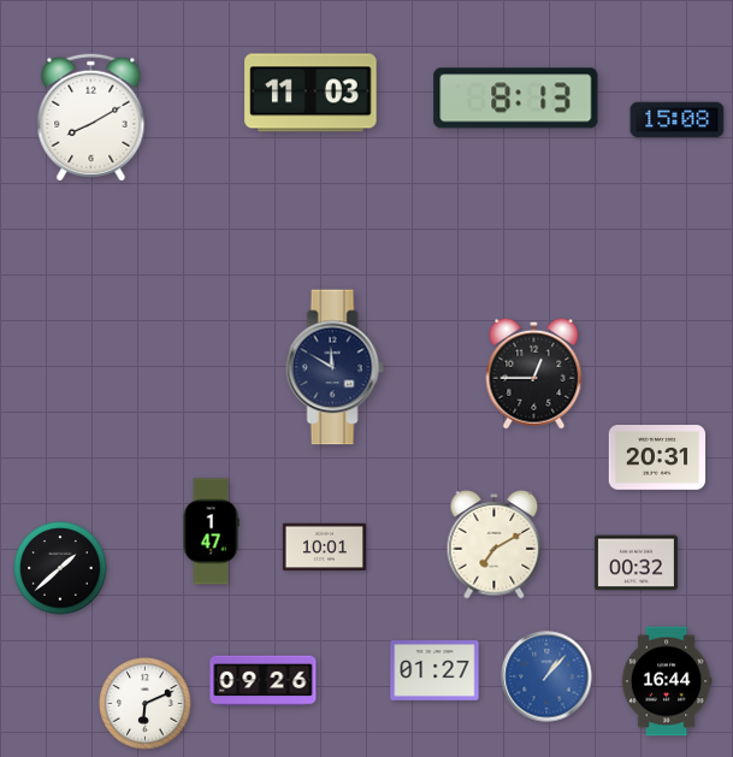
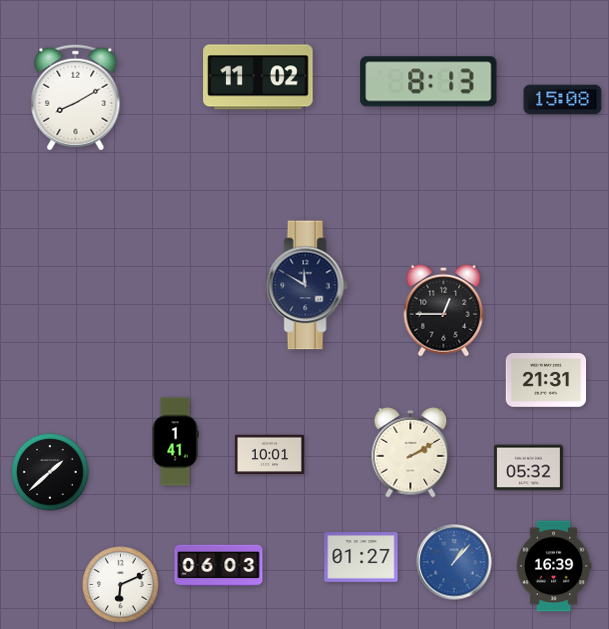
clock at (311, 93): 11:03 -> 11:02
clock at (335, 367) position: (335, 367) -> (307, 285)
clock at (657, 457): 20:31 -> 21:31
clock at (211, 532): 1:47 -> 1:41
clock at (495, 545): 7:10 -> 2:10
clock at (636, 563): 00:32 -> 05:32
clock at (264, 681): 09:26 -> 06:03
clock at (667, 681): 16:44 -> 16:39
